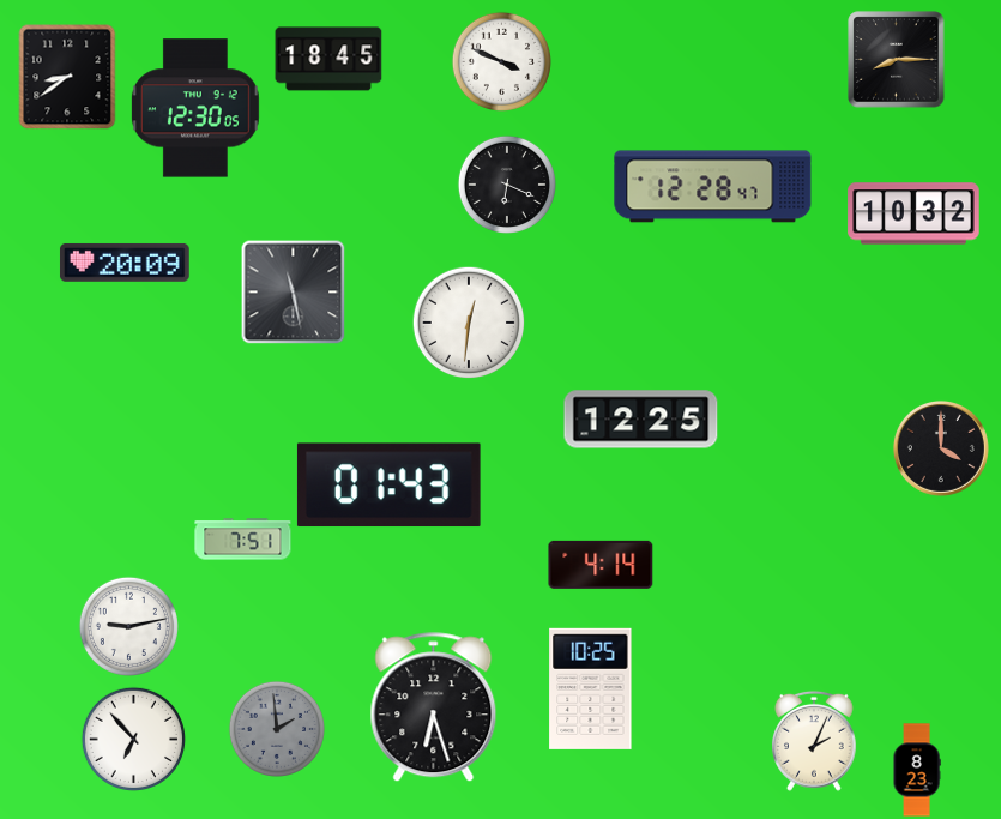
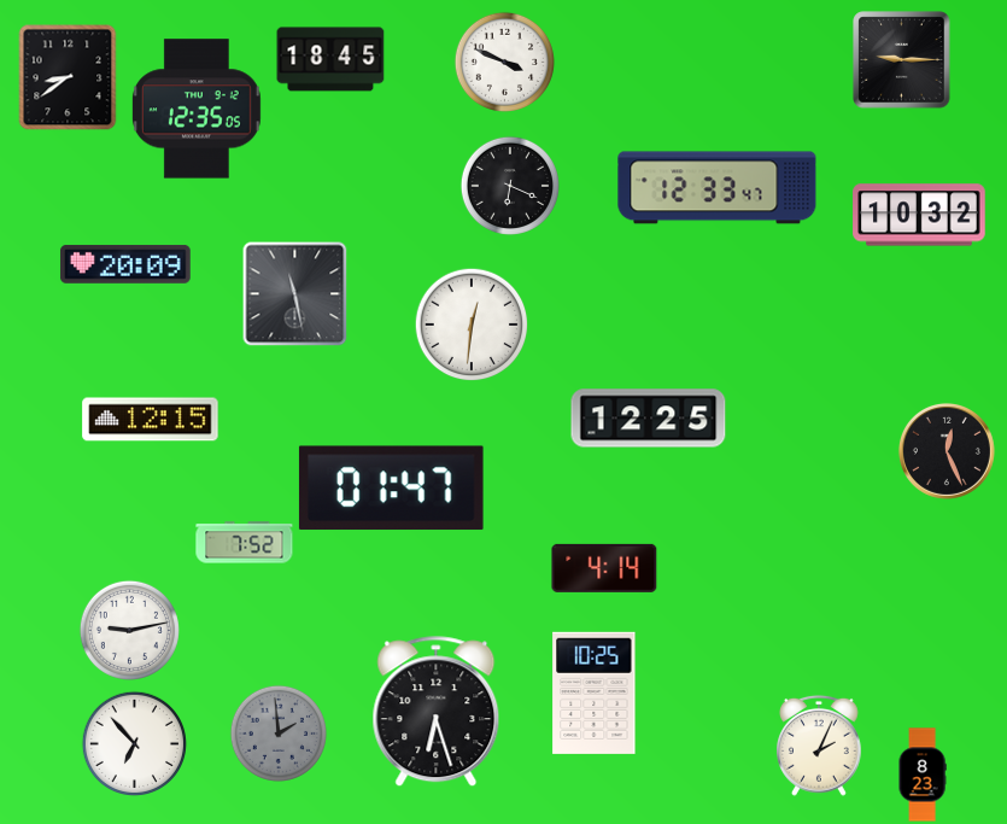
clock at (897, 60): 8:15 -> 9:15
clock at (195, 108): 12:30 -> 12:35
clock at (713, 187): 12:28 -> 12:33
clock at (151, 420): none -> 12:15
clock at (641, 420) position: (641, 420) -> (649, 419)
clock at (941, 448): 4:00 -> 12:26
clock at (388, 486): 01:43 -> 01:47
clock at (243, 540): 7:51 -> 7:52
